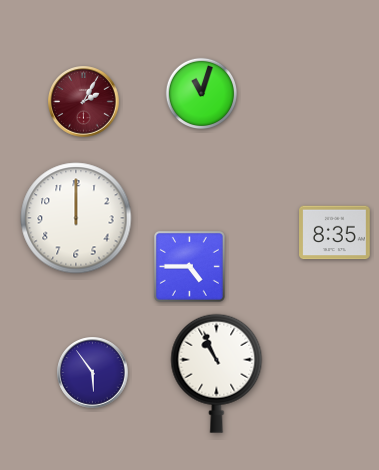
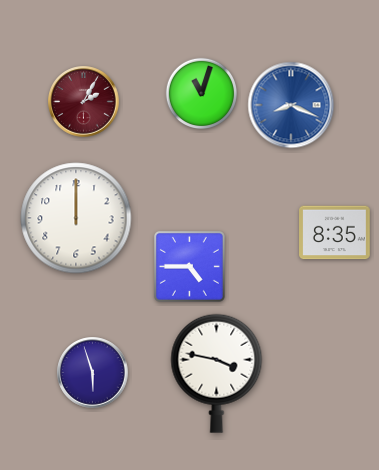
clock at (291, 105): none -> 8:19
clock at (93, 373): 5:54 -> 5:57
clock at (217, 373): 10:56 -> 3:47
